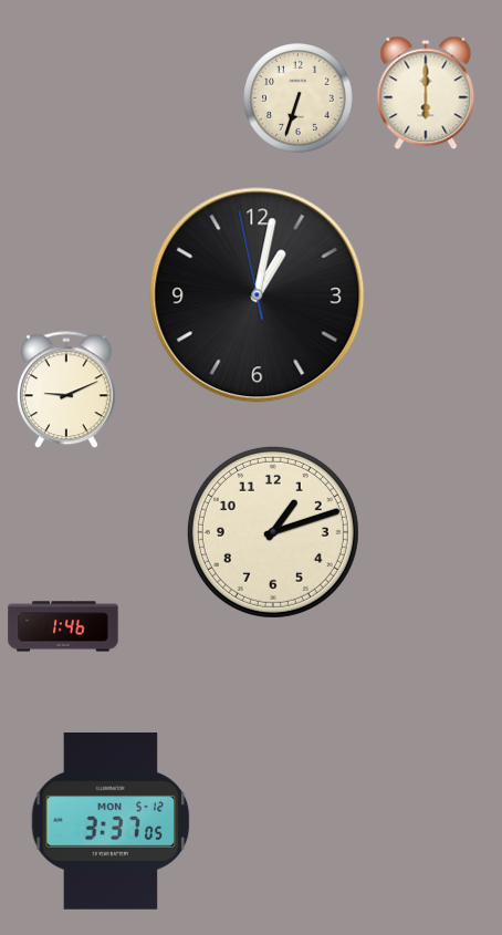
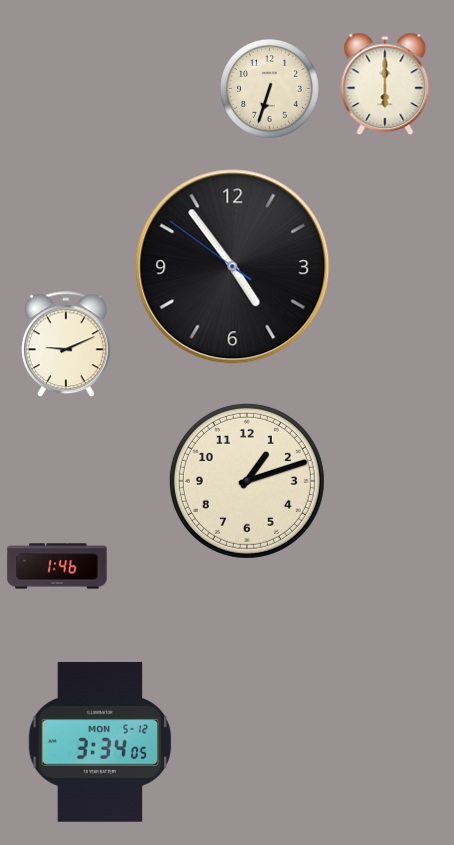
clock at (258, 295): 1:01 -> 4:53
clock at (66, 391) position: (66, 391) -> (66, 345)
clock at (111, 821): 3:37 -> 3:34
